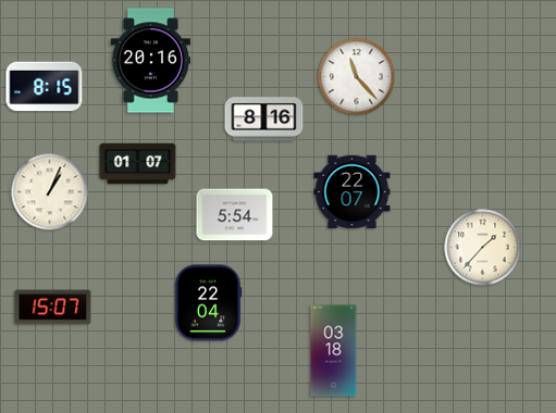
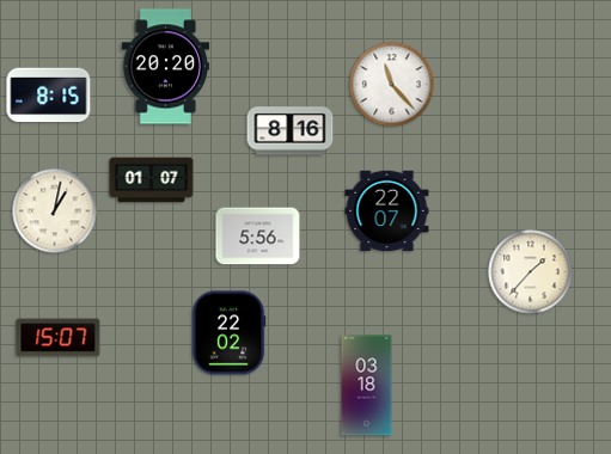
clock at (150, 61): 20:16 -> 20:20
clock at (50, 192): 1:04 -> 1:02
clock at (235, 215): 5:54 -> 5:56
clock at (208, 303): 22:04 -> 22:02
